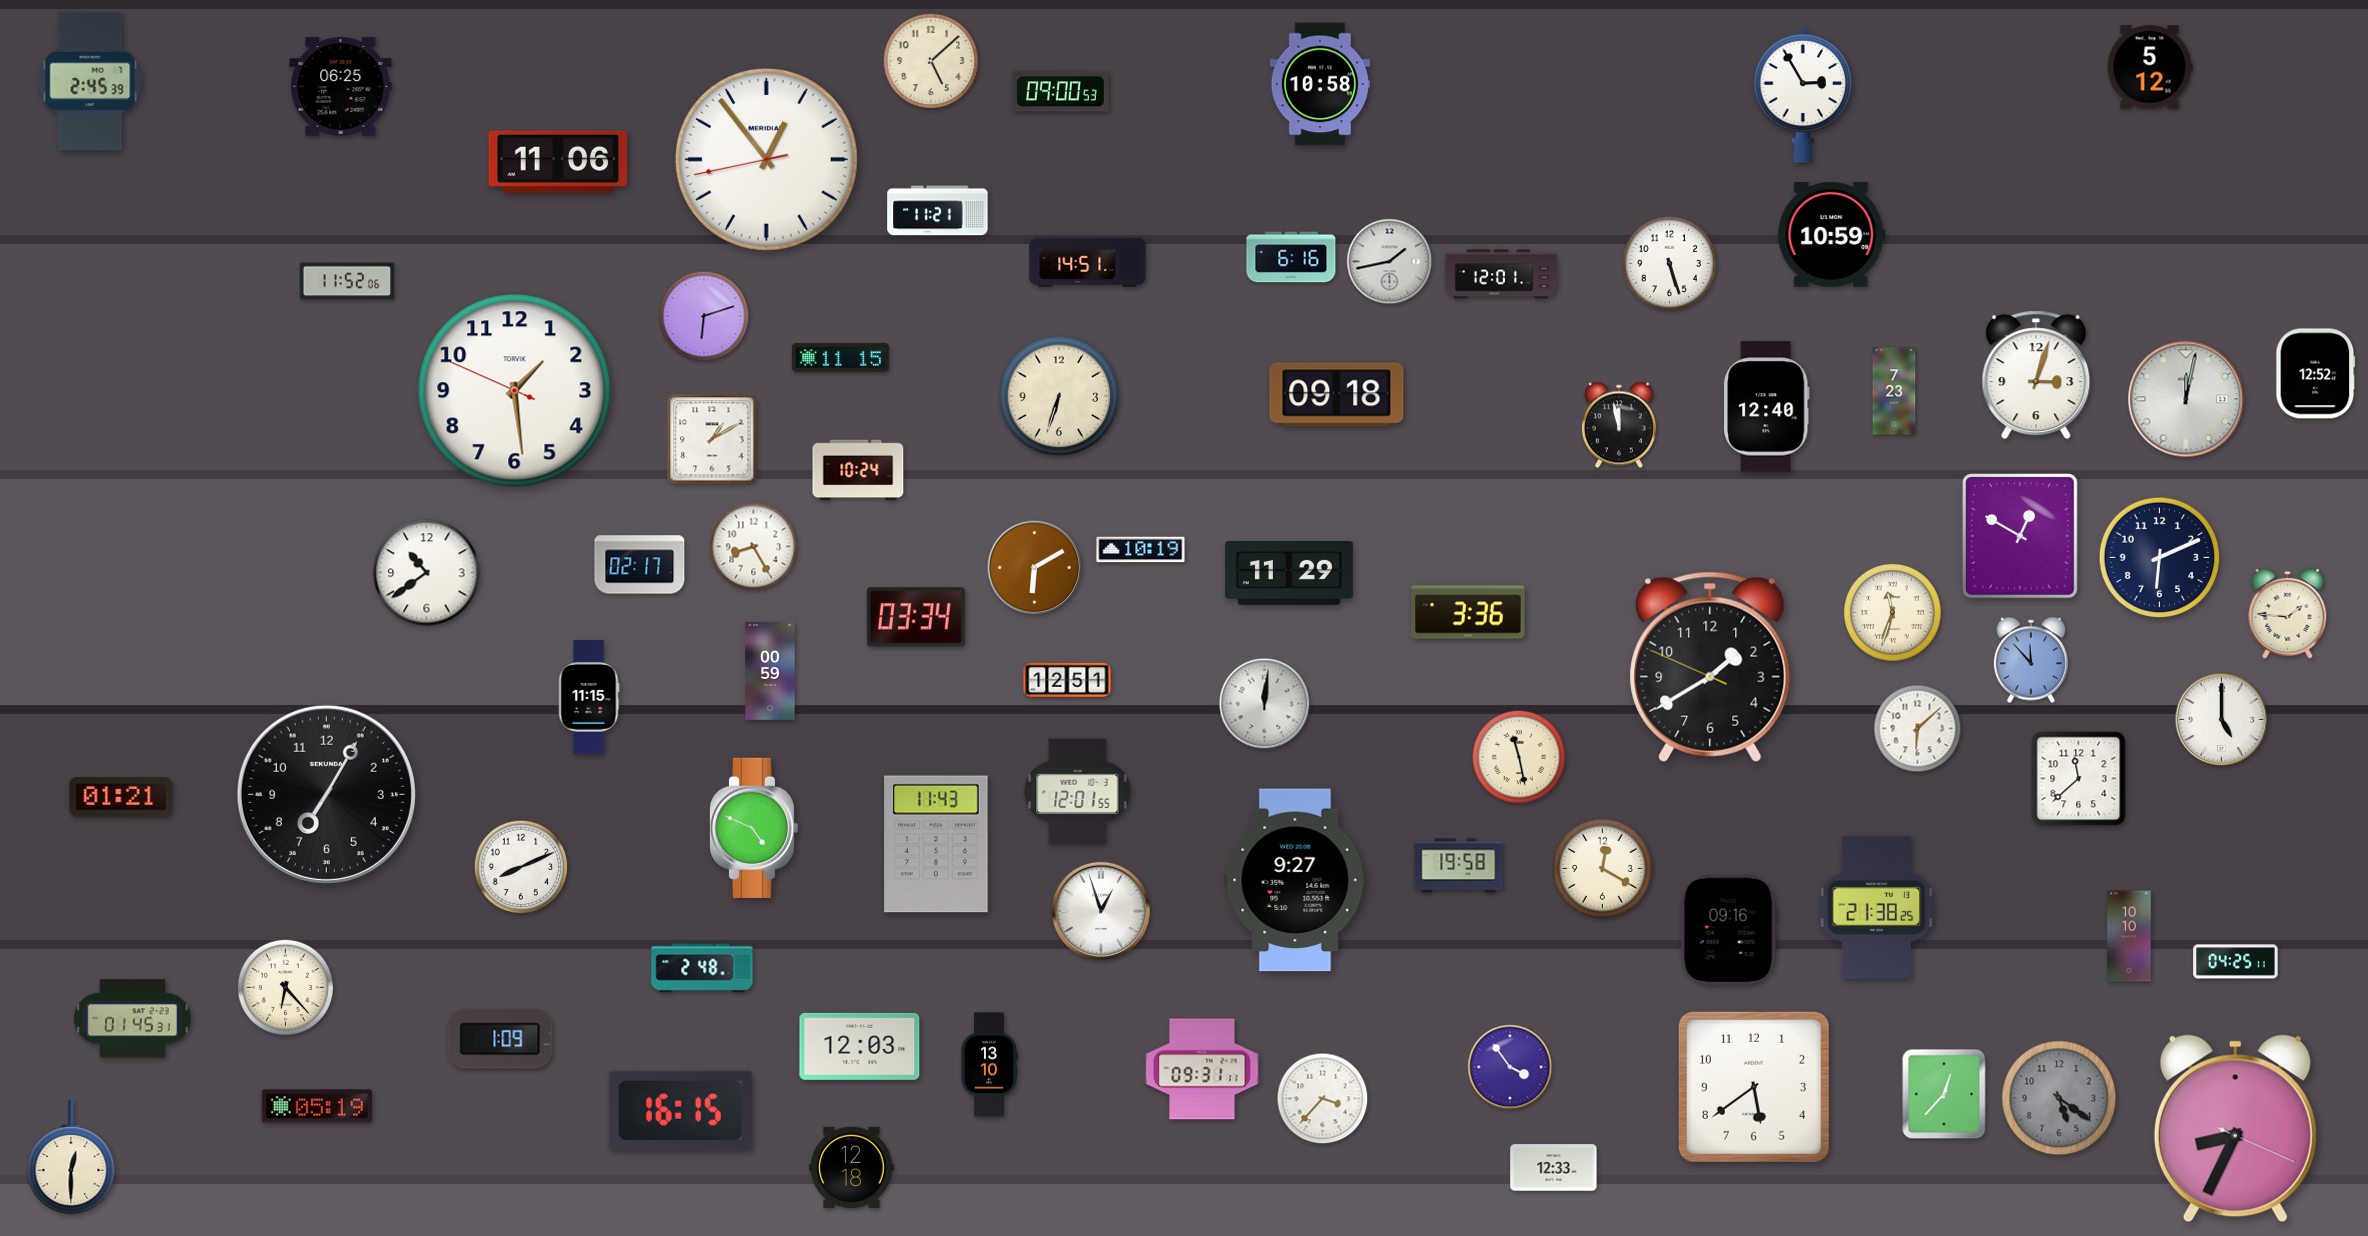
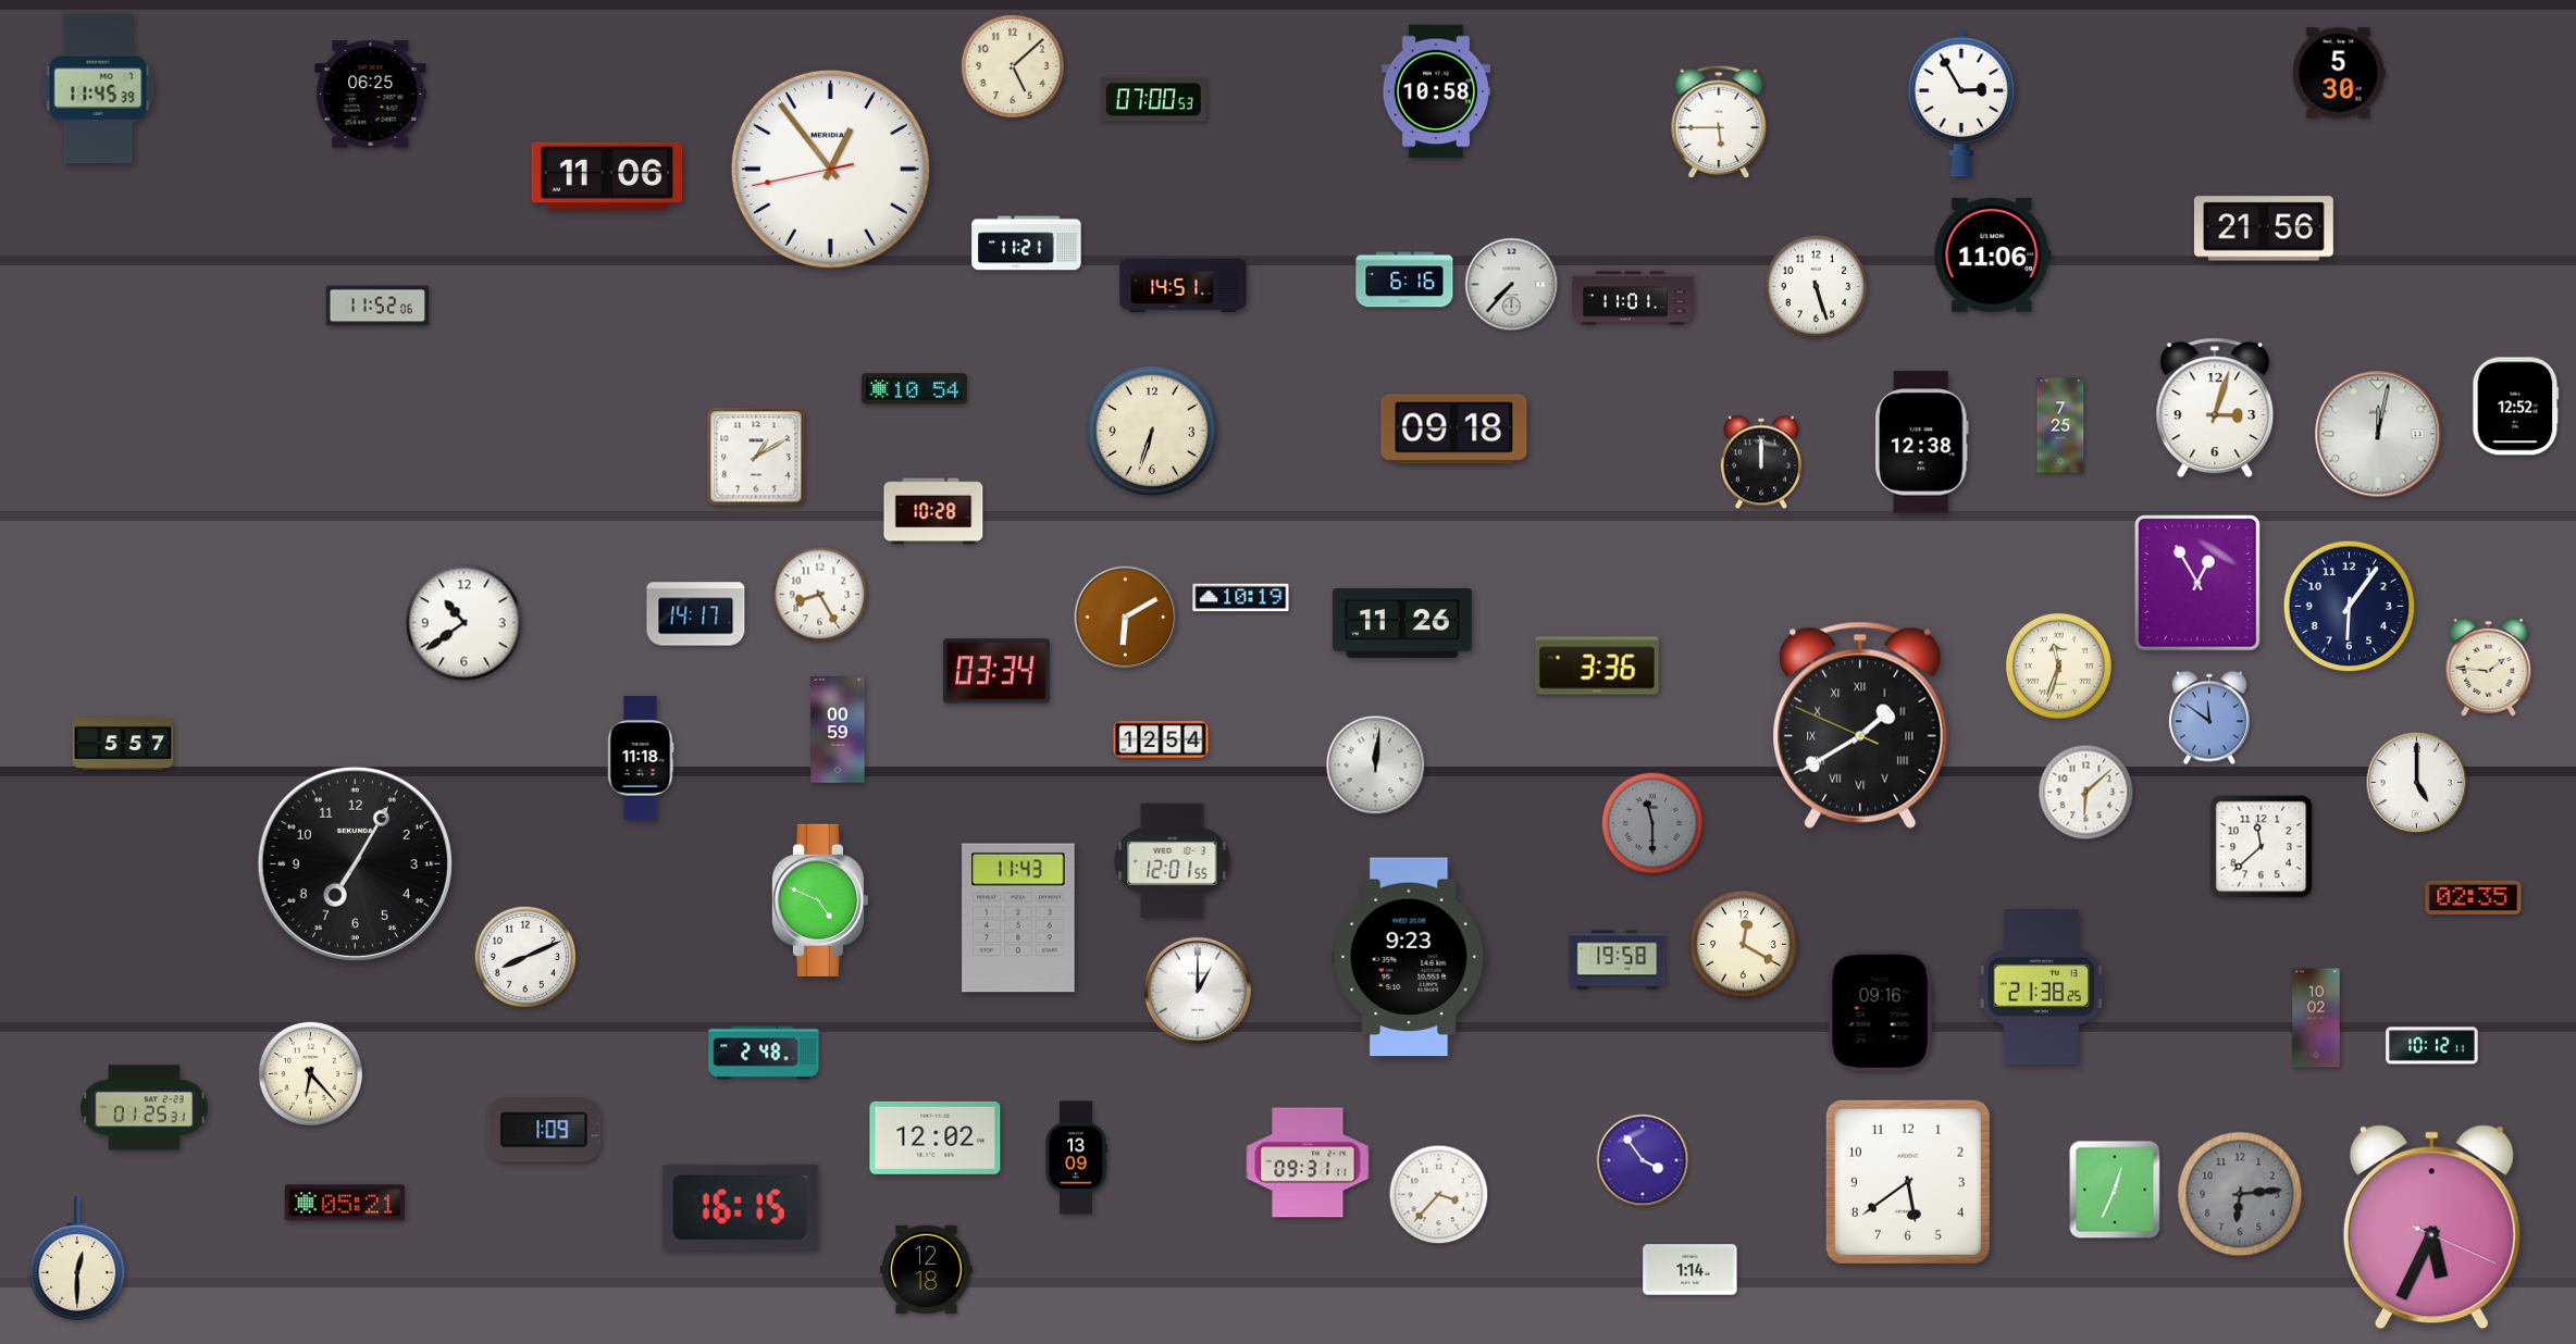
clock at (2150, 67): 5:12 -> 5:30
clock at (90, 81): 2:45 -> 11:45
clock at (1060, 92): 09:00 -> 07:00
clock at (1719, 122): none -> 5:45
clock at (766, 159) position: (766, 159) -> (830, 169)
clock at (2264, 228): none -> 21:56
clock at (938, 211) position: (938, 211) -> (1027, 244)
clock at (1832, 234): 10:59 -> 11:06
clock at (1390, 262): 1:43 -> 7:37
clock at (1501, 274): 12:01 -> 11:01
clock at (704, 316): 6:12 -> none
clock at (840, 358): 11:15 -> 10:54
clock at (2316, 374) position: (2316, 374) -> (2516, 407)
clock at (515, 391): 1:28 -> none
clock at (1894, 391): 7:23 -> 7:25
clock at (1767, 407): 12:40 -> 12:38
clock at (1619, 425): 11:58 -> 12:00
clock at (712, 439) position: (712, 439) -> (756, 457)
clock at (858, 470): 10:24 -> 10:28
clock at (2021, 536): 12:50 -> 12:55
clock at (2160, 558): 6:11 -> 6:06
clock at (640, 565): 02:17 -> 14:17
clock at (1289, 574): 11:29 -> 11:26
clock at (2031, 660): 11:53 -> 11:51
clock at (1710, 667) numerals: Arabic -> Roman
clock at (1067, 680): 12:51 -> 12:54
clock at (123, 745): none -> 5:57
clock at (589, 697): 11:15 -> 11:18
clock at (1519, 757): 11:28 -> 11:30
clock at (1519, 757) dial: cream -> grey
clock at (121, 797): 01:21 -> none
clock at (2474, 897): none -> 02:35
clock at (1459, 866) position: (1459, 866) -> (1618, 960)
clock at (521, 867) position: (521, 867) -> (525, 957)
clock at (1295, 880): 9:27 -> 9:23
clock at (1101, 911): 12:57 -> 1:00
clock at (2129, 936): 10:10 -> 10:02
clock at (2236, 962): 04:25 -> 10:12
clock at (133, 1019): 01:45 -> 01:25
clock at (860, 1046): 12:03 -> 12:02
clock at (989, 1065): 13:10 -> 13:09
clock at (1944, 1094): 12:37 -> 12:34
clock at (2059, 1098): 5:21 -> 6:14
clock at (317, 1106): 05:19 -> 05:21
clock at (2235, 1129): 8:34 -> 5:34
clock at (1554, 1168): 12:33 -> 1:14
